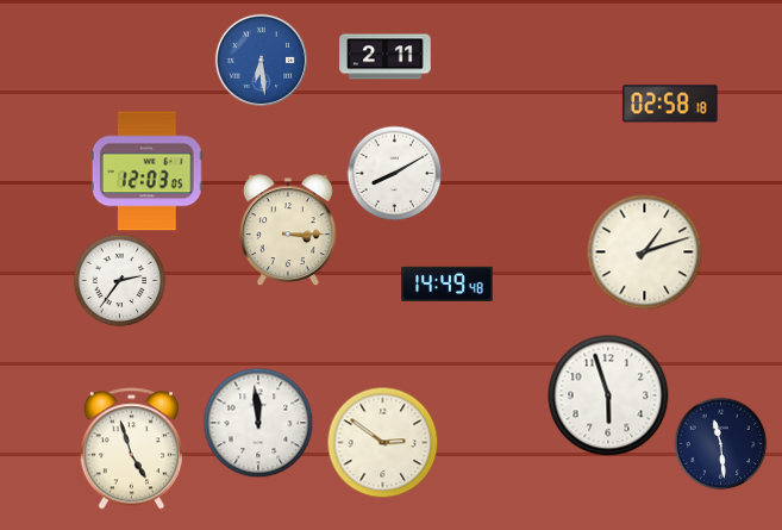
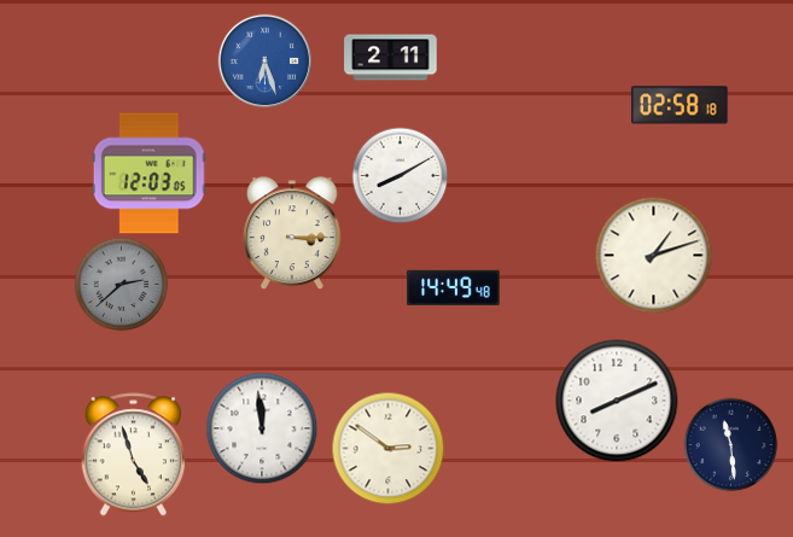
clock at (261, 60): 6:29 -> 6:27
clock at (119, 280): 2:36 -> 2:38
clock at (119, 280) dial: white -> grey
clock at (608, 395): 5:57 -> 8:11
clock at (720, 443) position: (720, 443) -> (730, 444)
